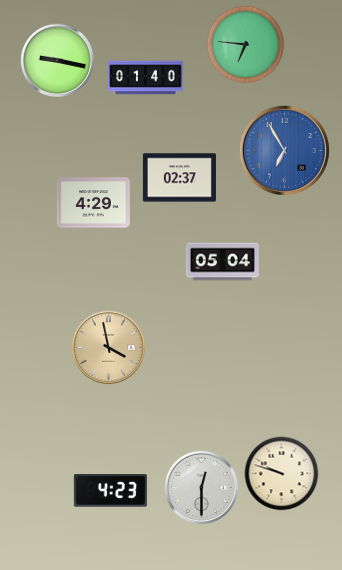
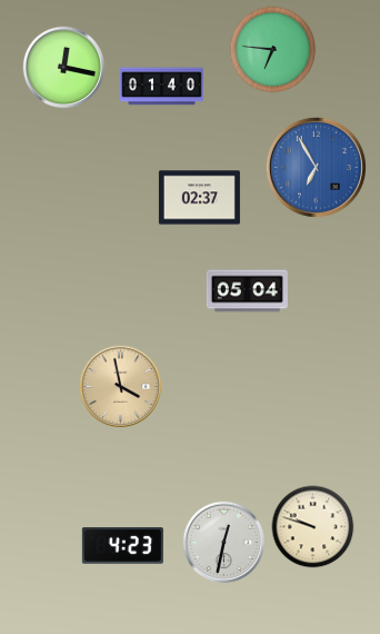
clock at (58, 61): 9:17 -> 12:17
clock at (93, 203): 4:29 -> none
clock at (202, 488): 12:30 -> 12:32
